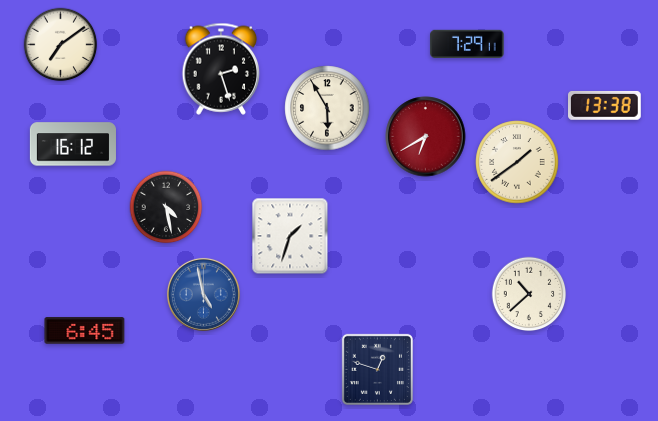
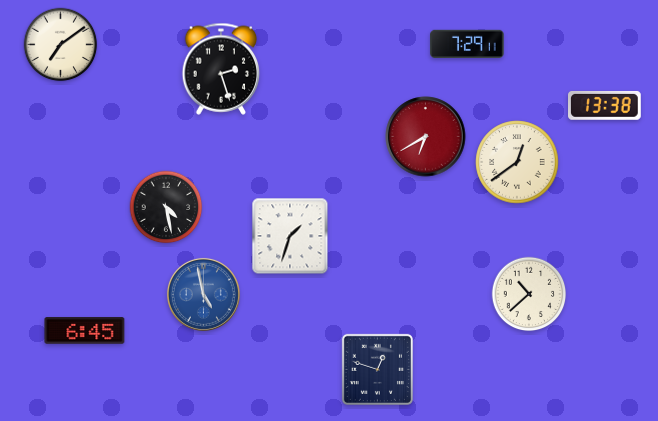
clock at (327, 108): 5:55 -> none
clock at (73, 144): 16:12 -> none
clock at (517, 162): 1:39 -> 12:39
